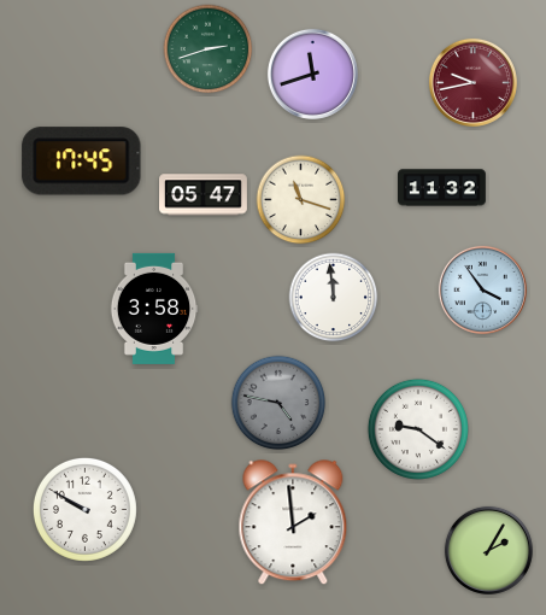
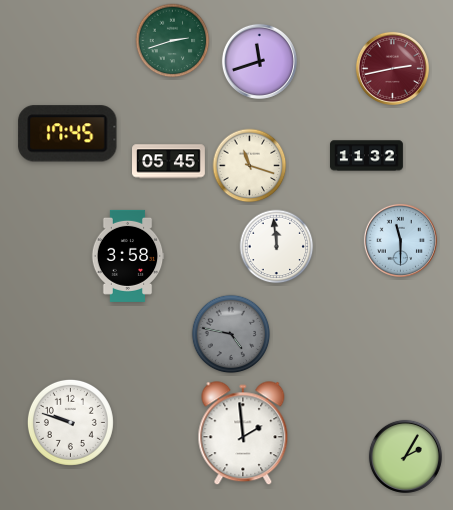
clock at (472, 82): 9:43 -> 2:43
clock at (204, 195): 05:47 -> 05:45
clock at (482, 289): 3:54 -> 11:30
clock at (418, 429): 9:21 -> none
clock at (84, 509): 9:50 -> 9:48
